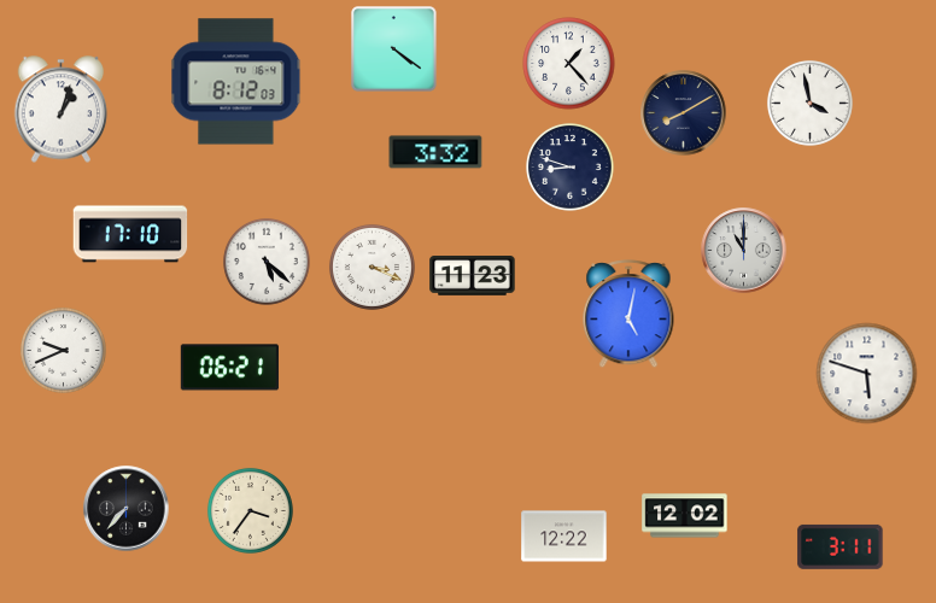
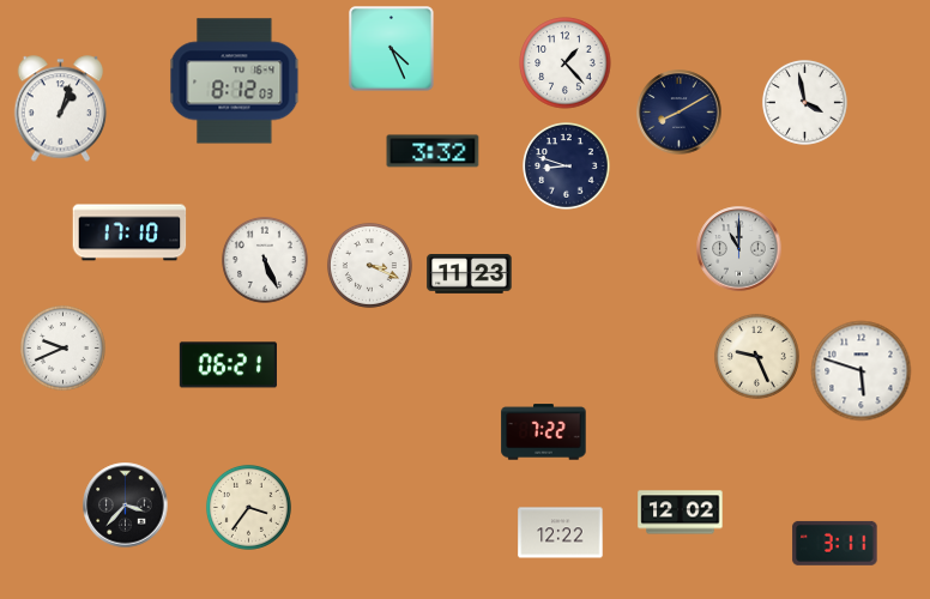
clock at (394, 49): 4:21 -> 4:26
clock at (268, 263): 5:22 -> 5:26
clock at (628, 315): 5:02 -> none
clock at (756, 356): none -> 9:26
clock at (544, 432): none -> 7:22
clock at (127, 509): 7:37 -> 3:37
